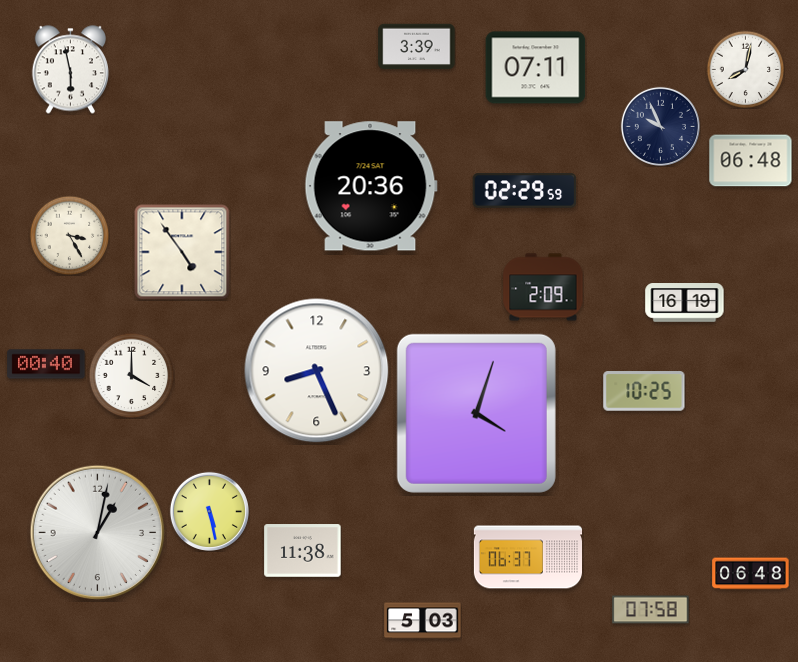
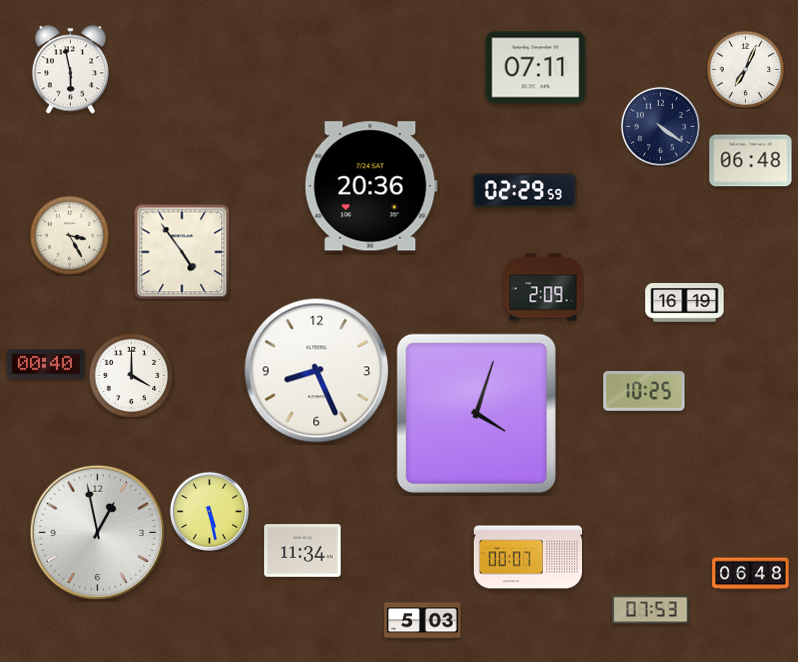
clock at (417, 47): 3:39 -> none
clock at (745, 69): 8:02 -> 7:04
clock at (660, 126): 9:56 -> 4:21
clock at (97, 532): 1:02 -> 12:58
clock at (303, 551): 11:38 -> 11:34
clock at (527, 557): 06:37 -> 00:07
clock at (651, 610): 07:58 -> 07:53
